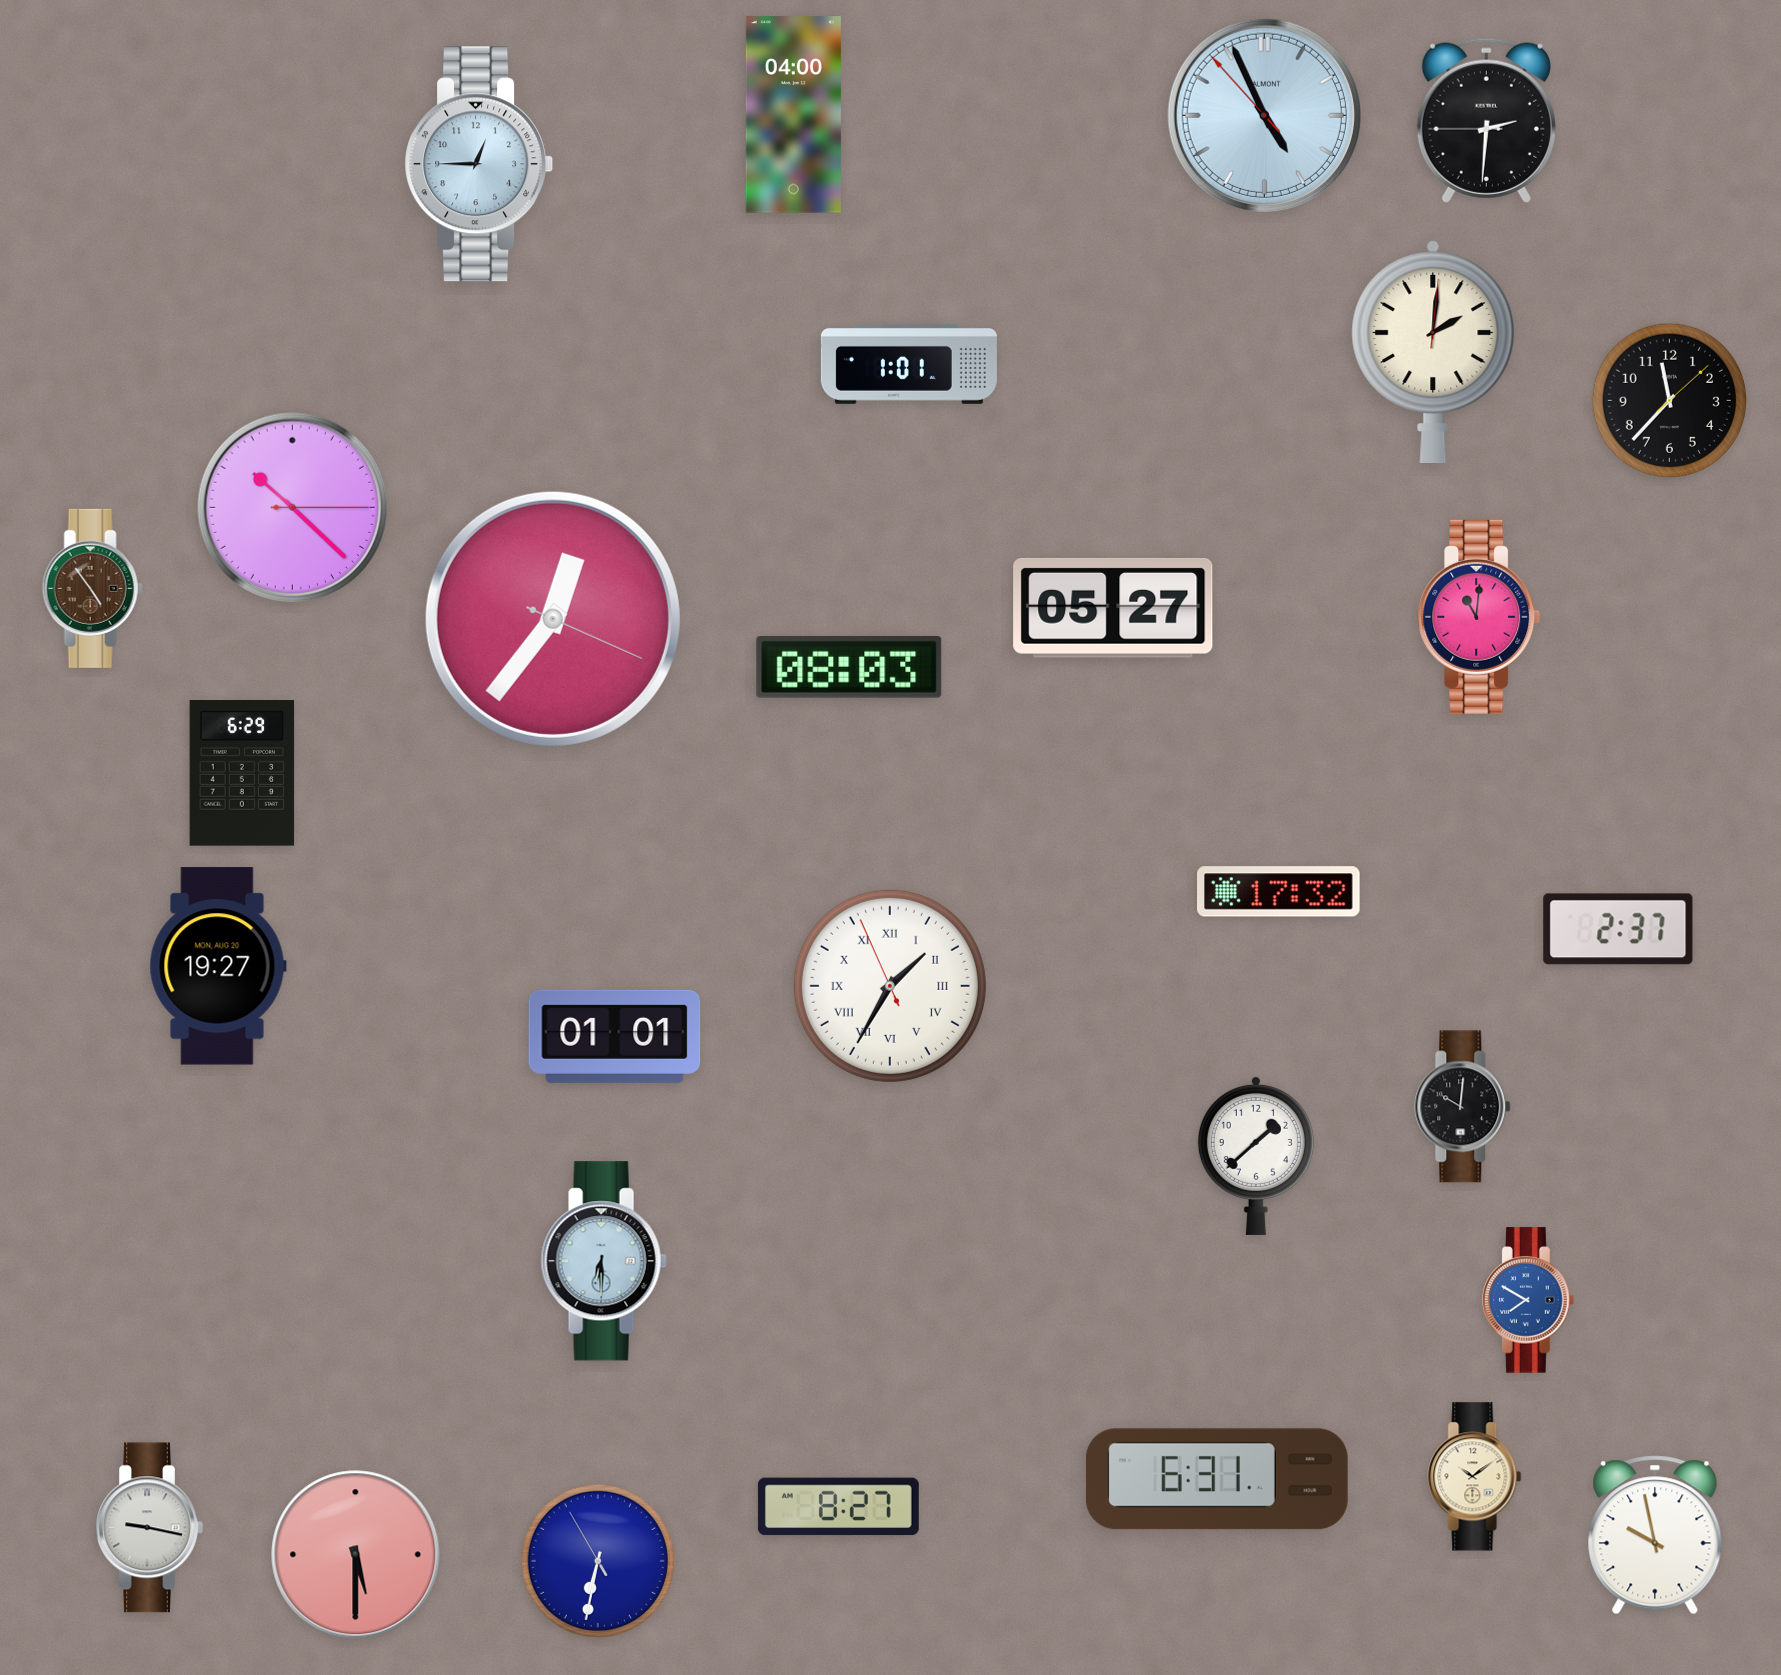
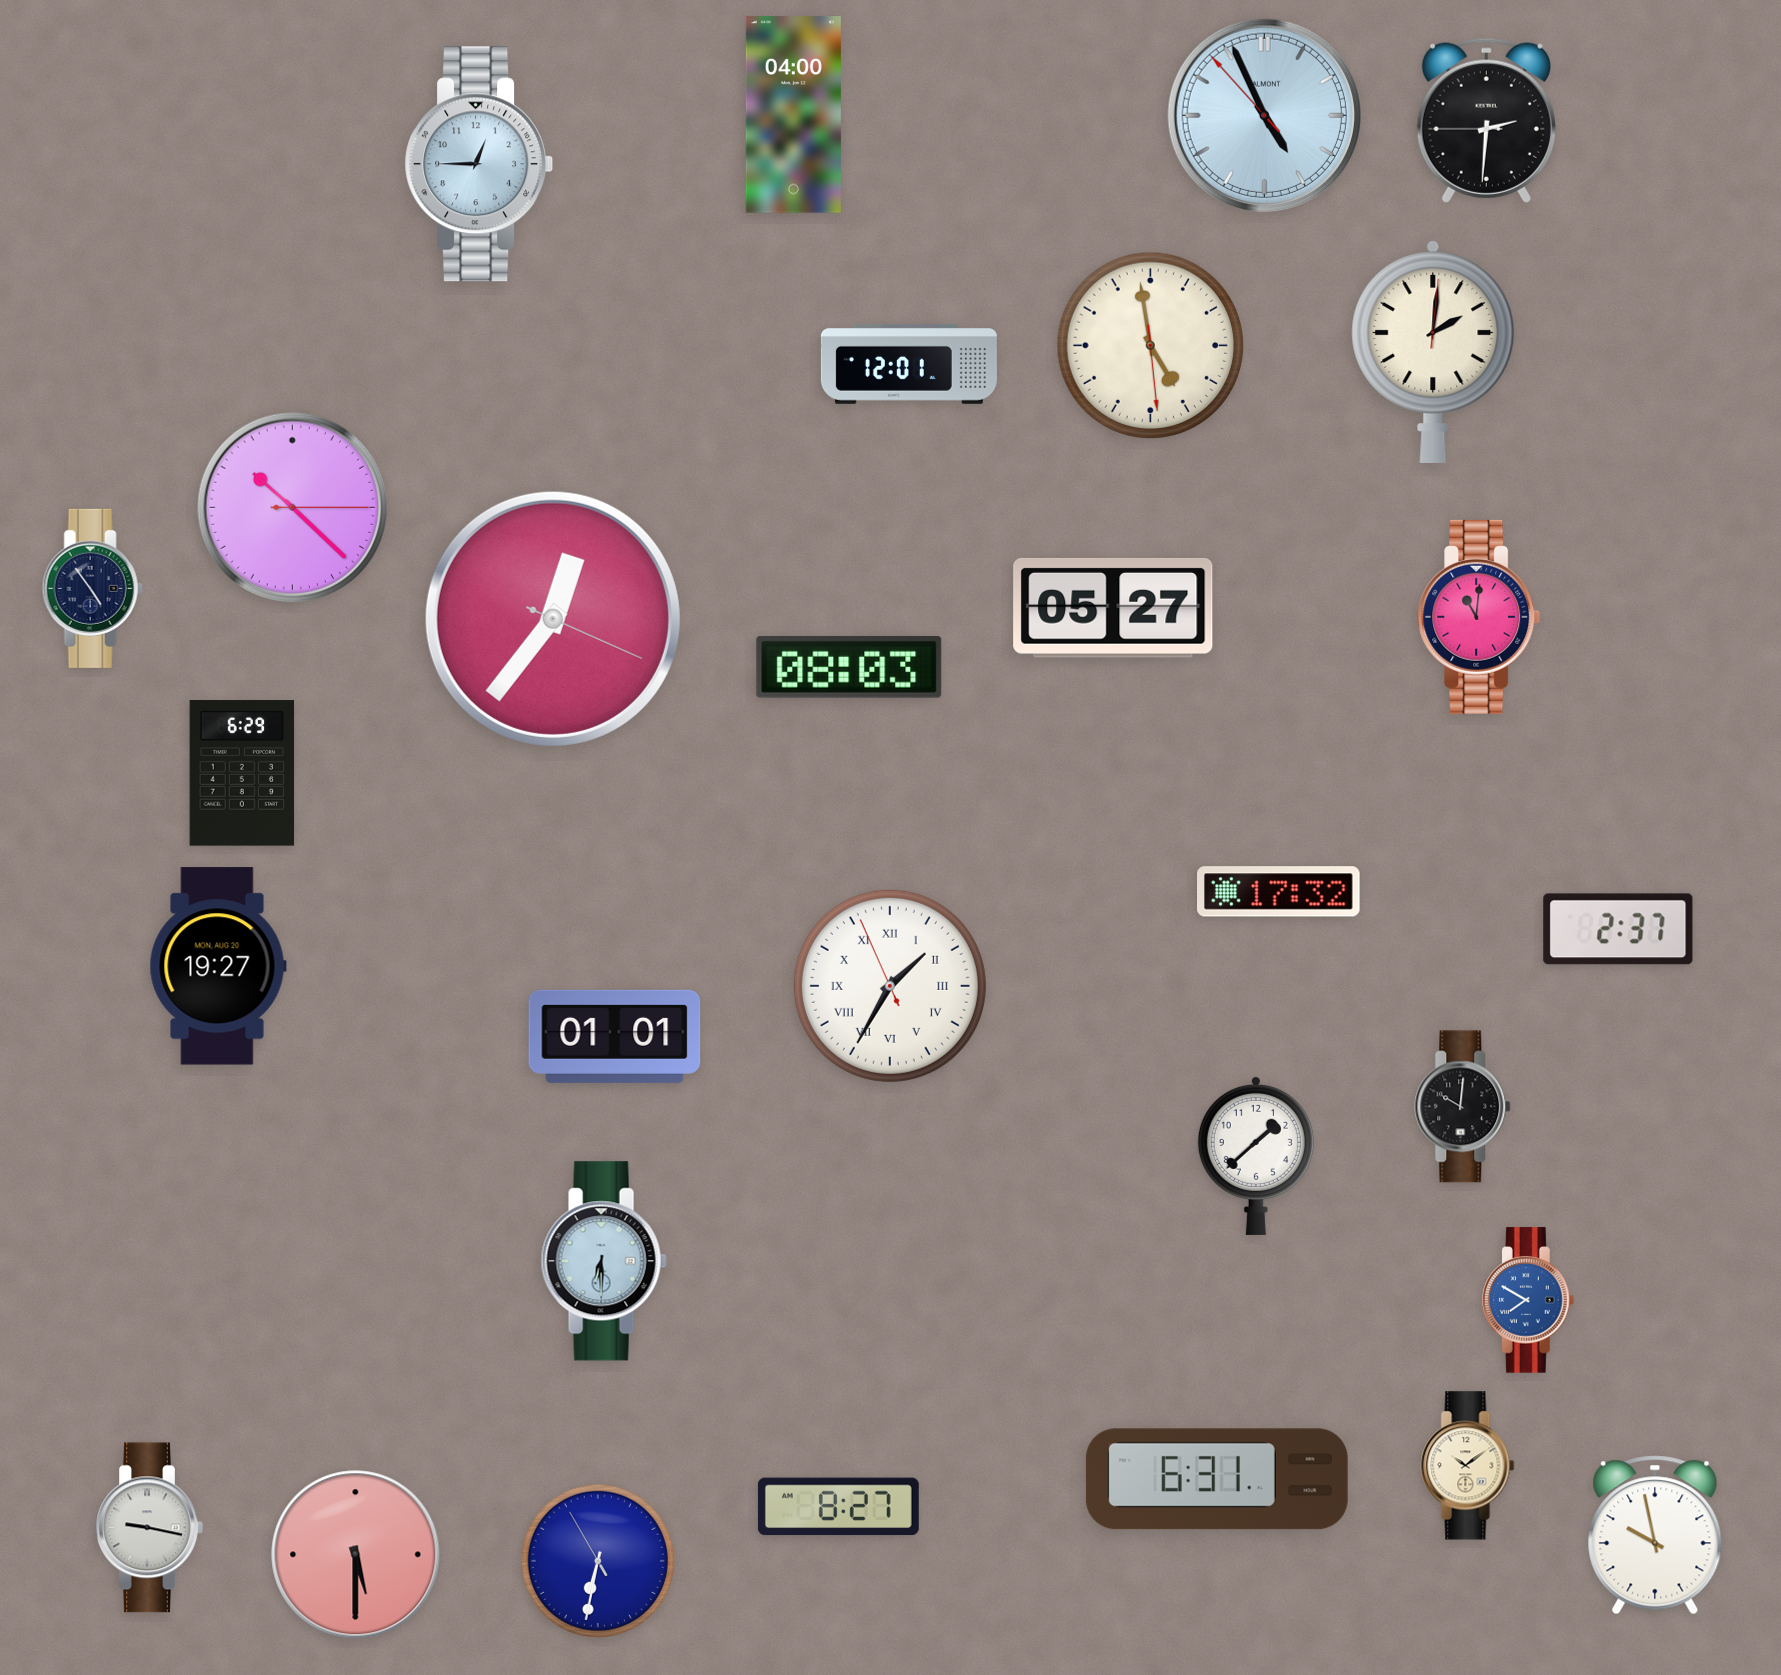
clock at (1150, 345): none -> 4:58
clock at (909, 364): 1:01 -> 12:01
clock at (1669, 400): 11:37 -> none
clock at (92, 588) dial: brown -> navy
clock at (1475, 1477) position: (1475, 1477) -> (1468, 1466)
